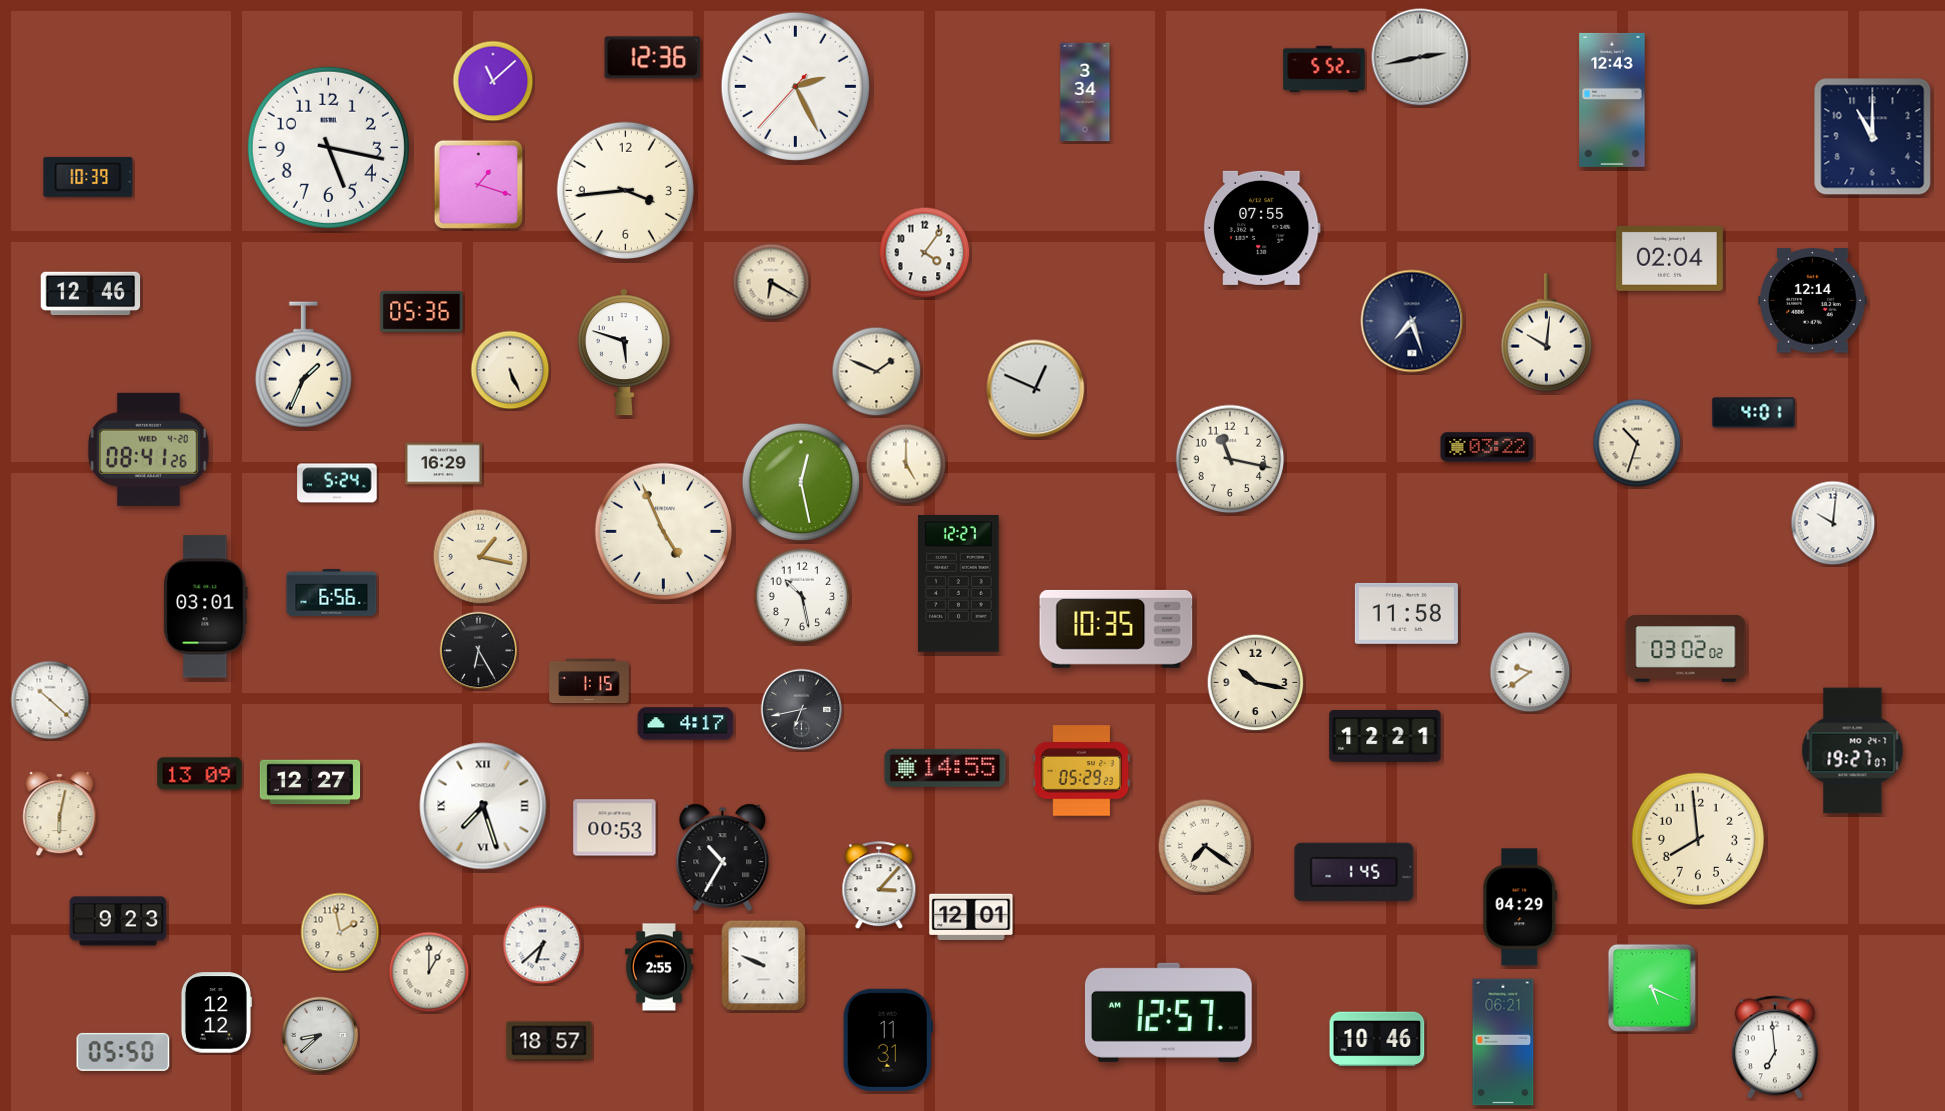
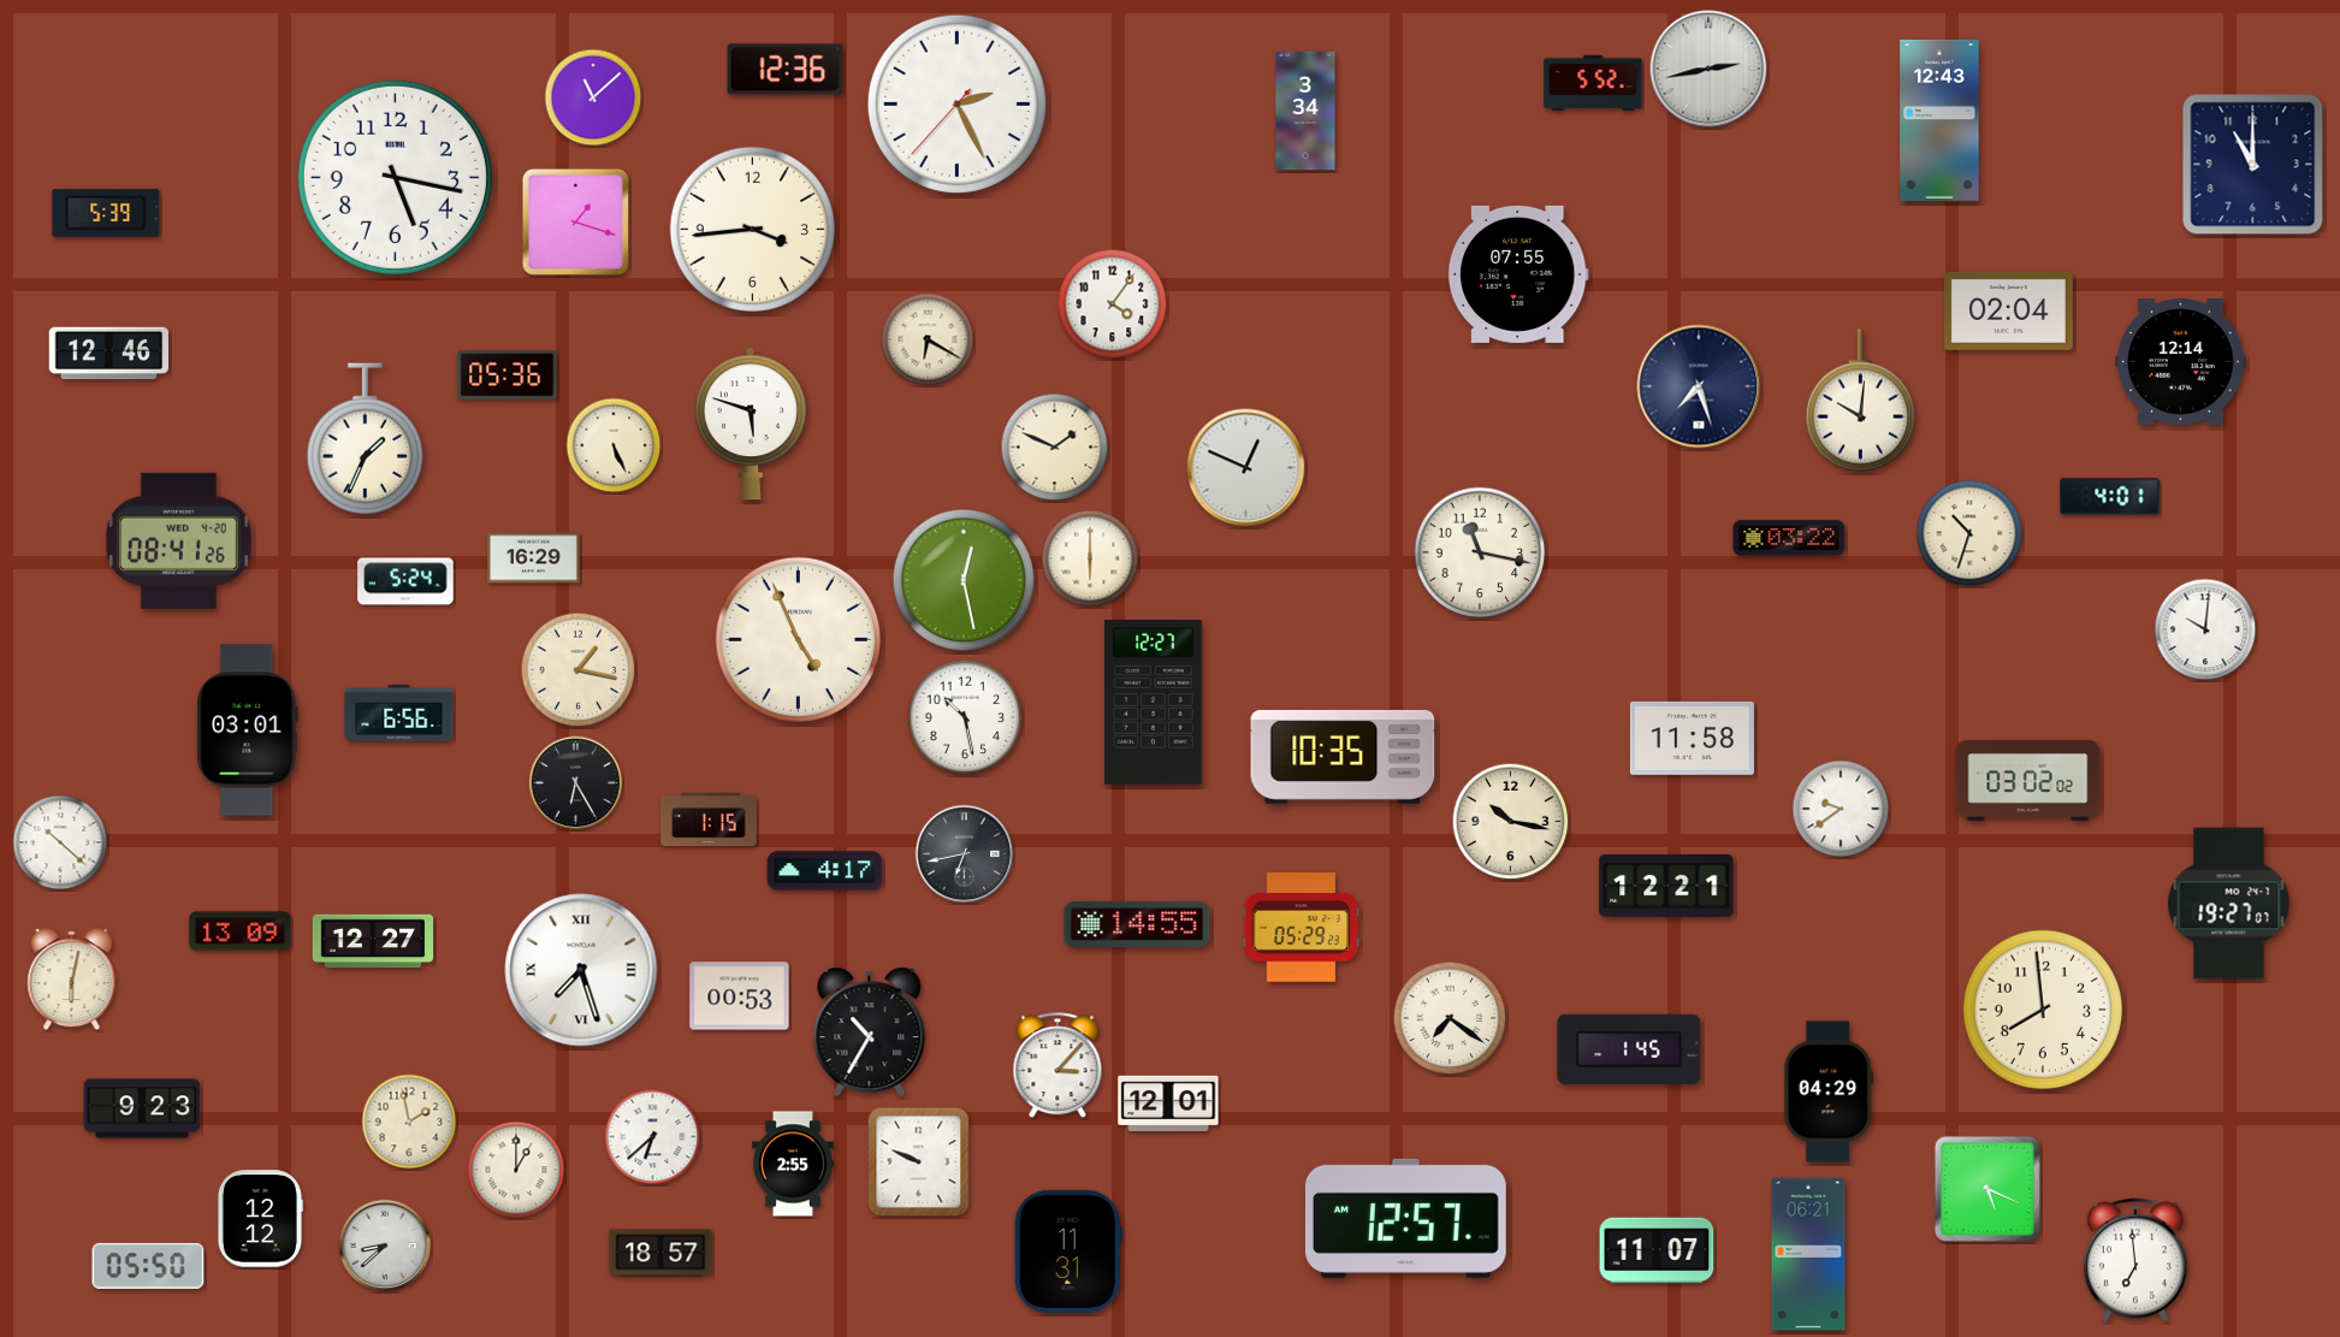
clock at (88, 177): 10:39 -> 5:39
clock at (906, 464): 5:00 -> 6:00
clock at (1377, 1039): 10:46 -> 11:07
